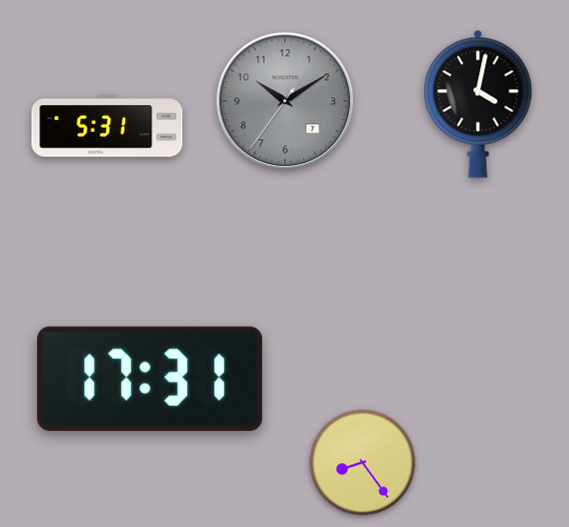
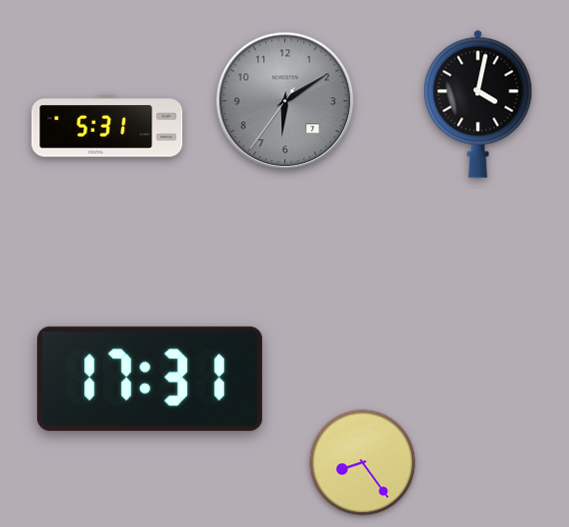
clock at (285, 101): 10:09 -> 6:09
